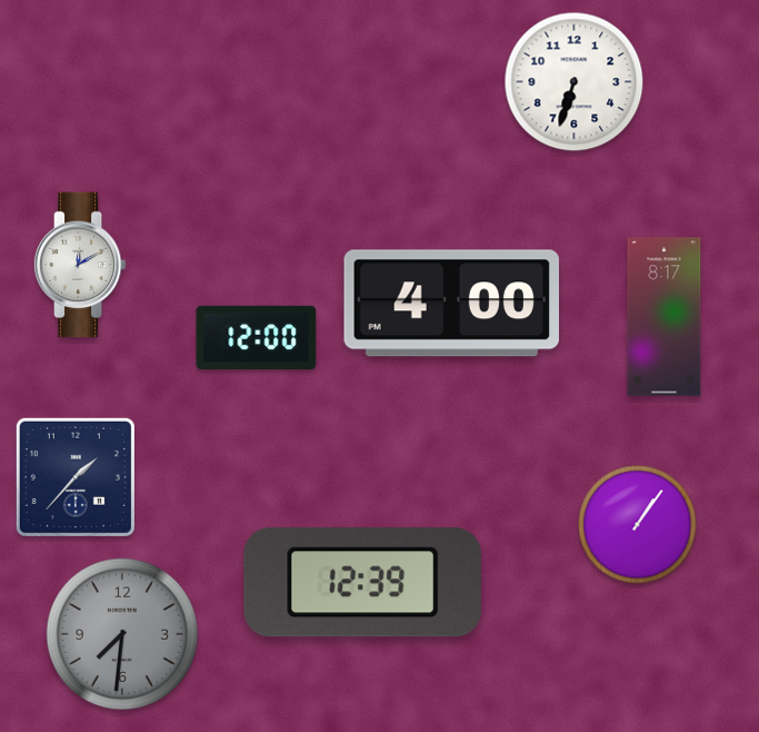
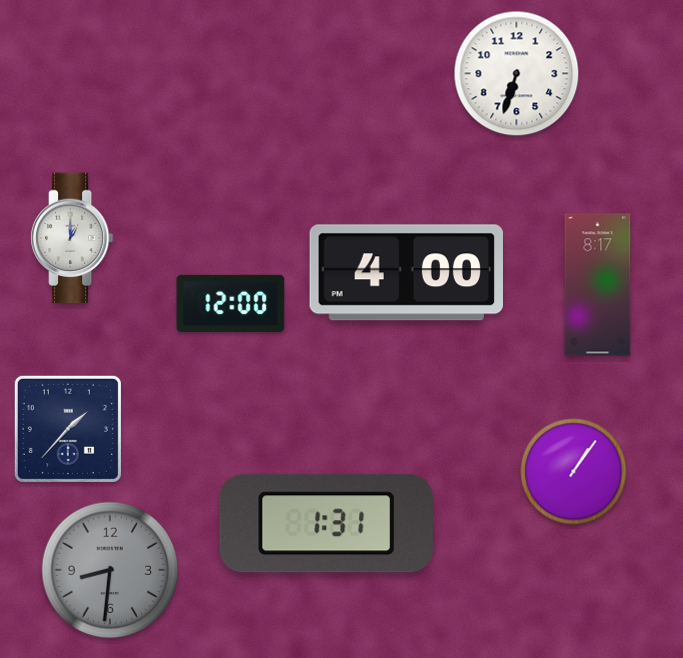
clock at (80, 265): 12:10 -> 1:00
clock at (362, 583): 12:39 -> 1:31
clock at (122, 634): 7:31 -> 8:31
